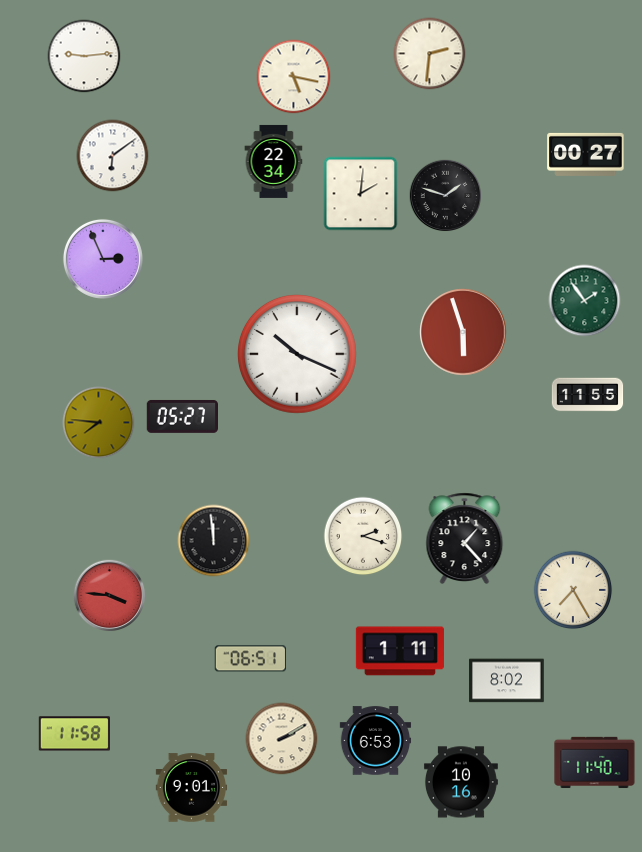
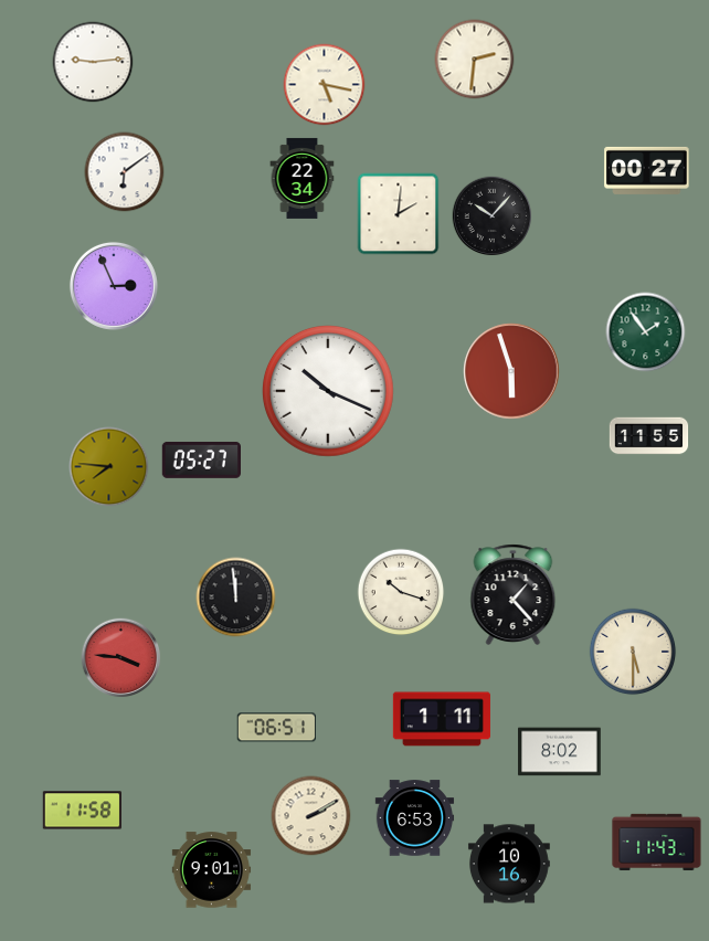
clock at (446, 196): 1:48 -> 10:07
clock at (463, 332) position: (463, 332) -> (511, 371)
clock at (363, 536): 2:18 -> 10:18
clock at (573, 590): 7:25 -> 5:30
clock at (595, 763): 11:40 -> 11:43
